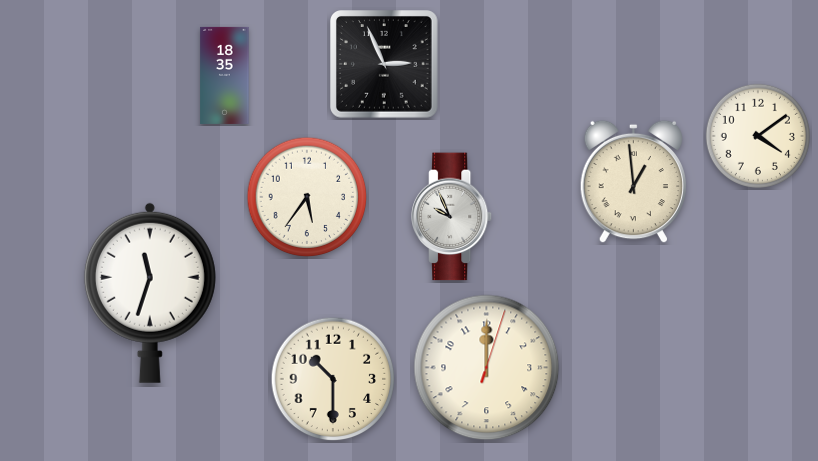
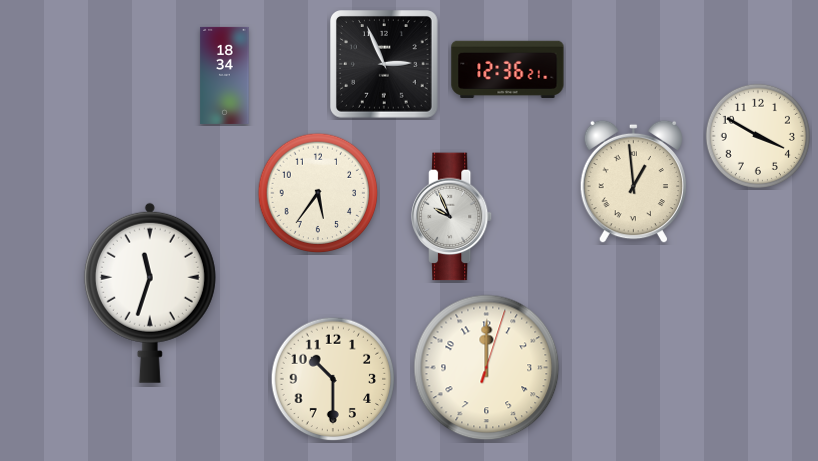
clock at (508, 69): none -> 12:36
clock at (225, 75): 18:35 -> 18:34
clock at (758, 136): 4:09 -> 3:50
clock at (307, 197) position: (307, 197) -> (318, 193)
